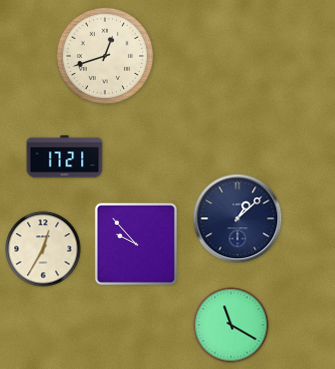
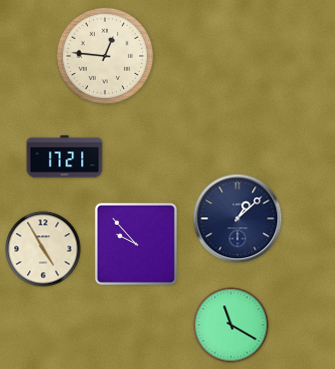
clock at (105, 56): 12:42 -> 12:46
clock at (43, 249): 12:35 -> 4:55
